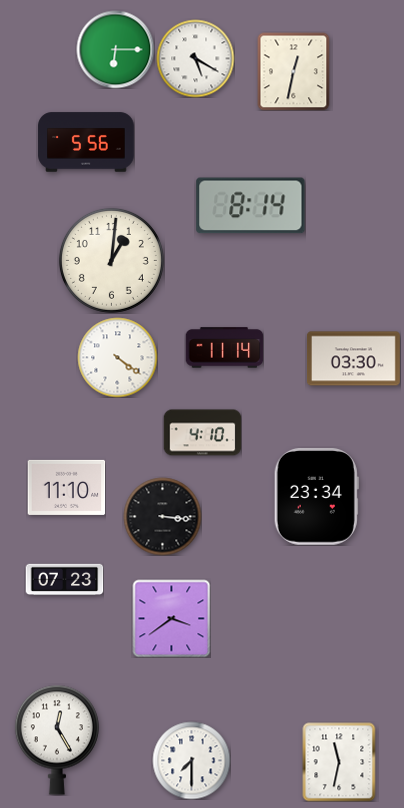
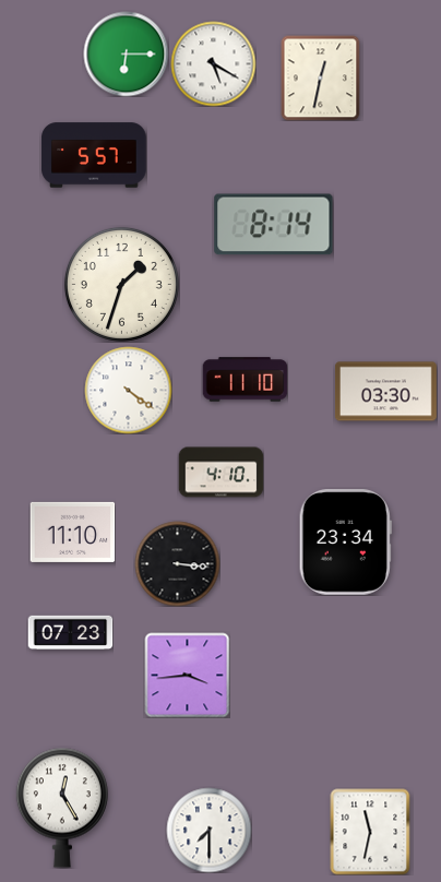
clock at (86, 142): 5:56 -> 5:57
clock at (111, 260): 1:01 -> 1:33
clock at (224, 348): 11:14 -> 11:10
clock at (171, 618): 3:39 -> 3:44
